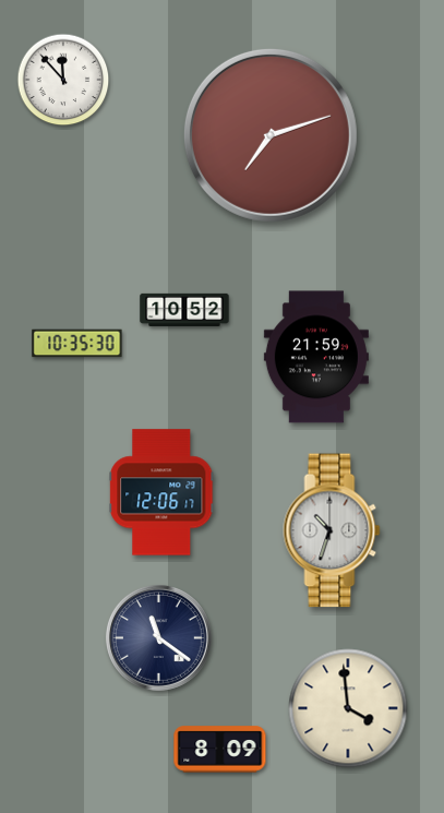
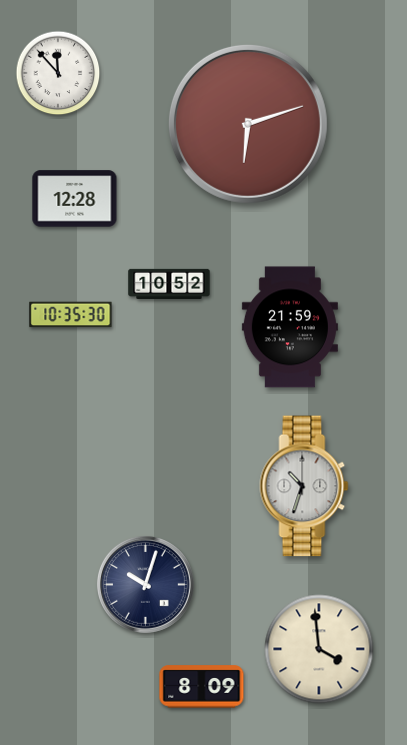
clock at (271, 135): 7:12 -> 6:12
clock at (75, 199): none -> 12:28
clock at (161, 492): 12:06 -> none
clock at (158, 637): 11:21 -> 10:03
